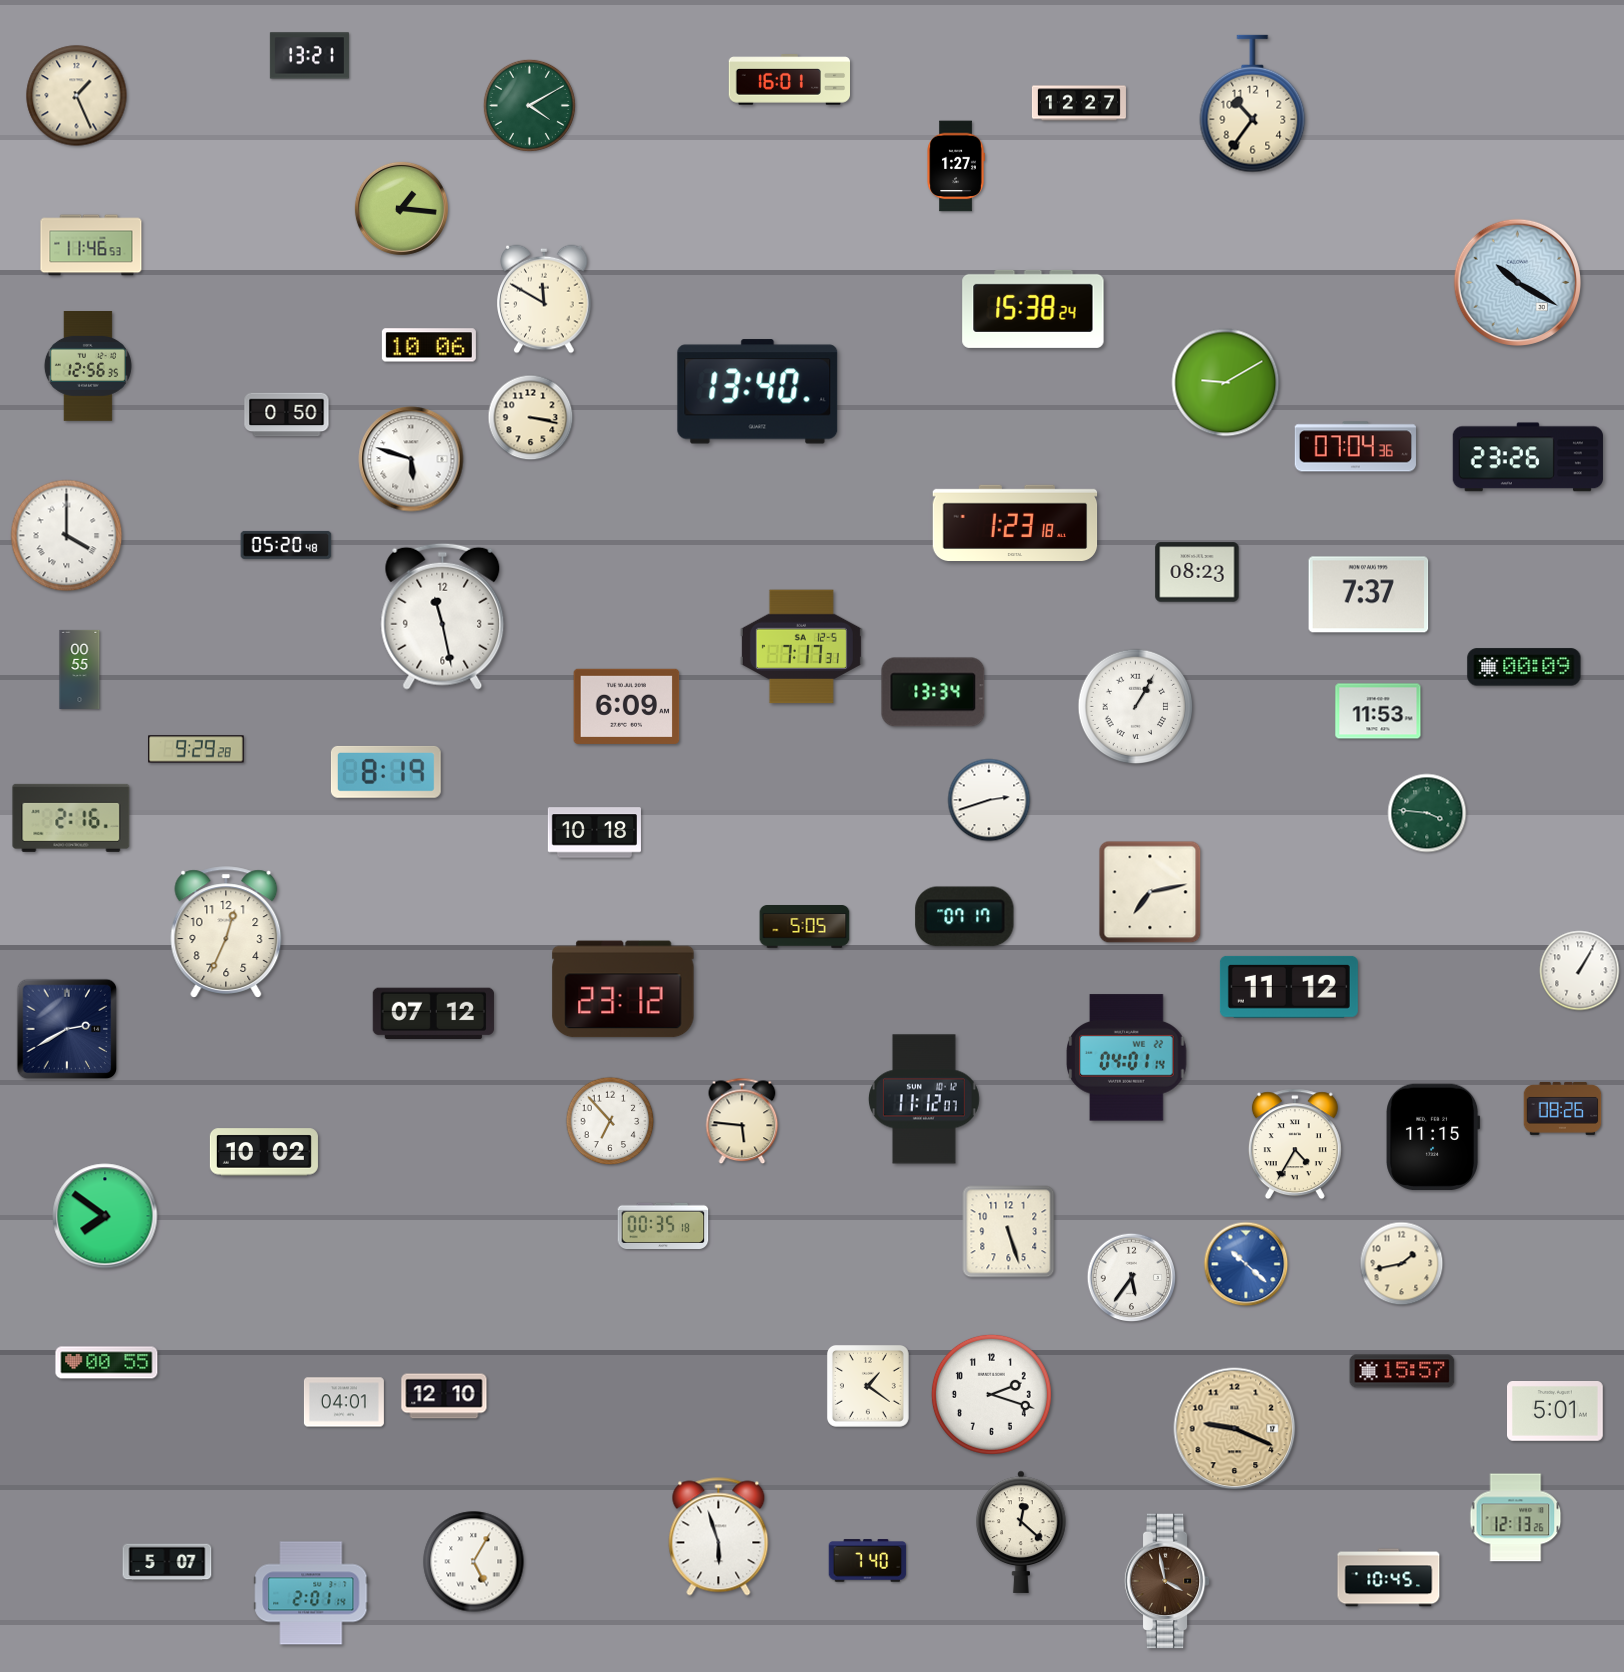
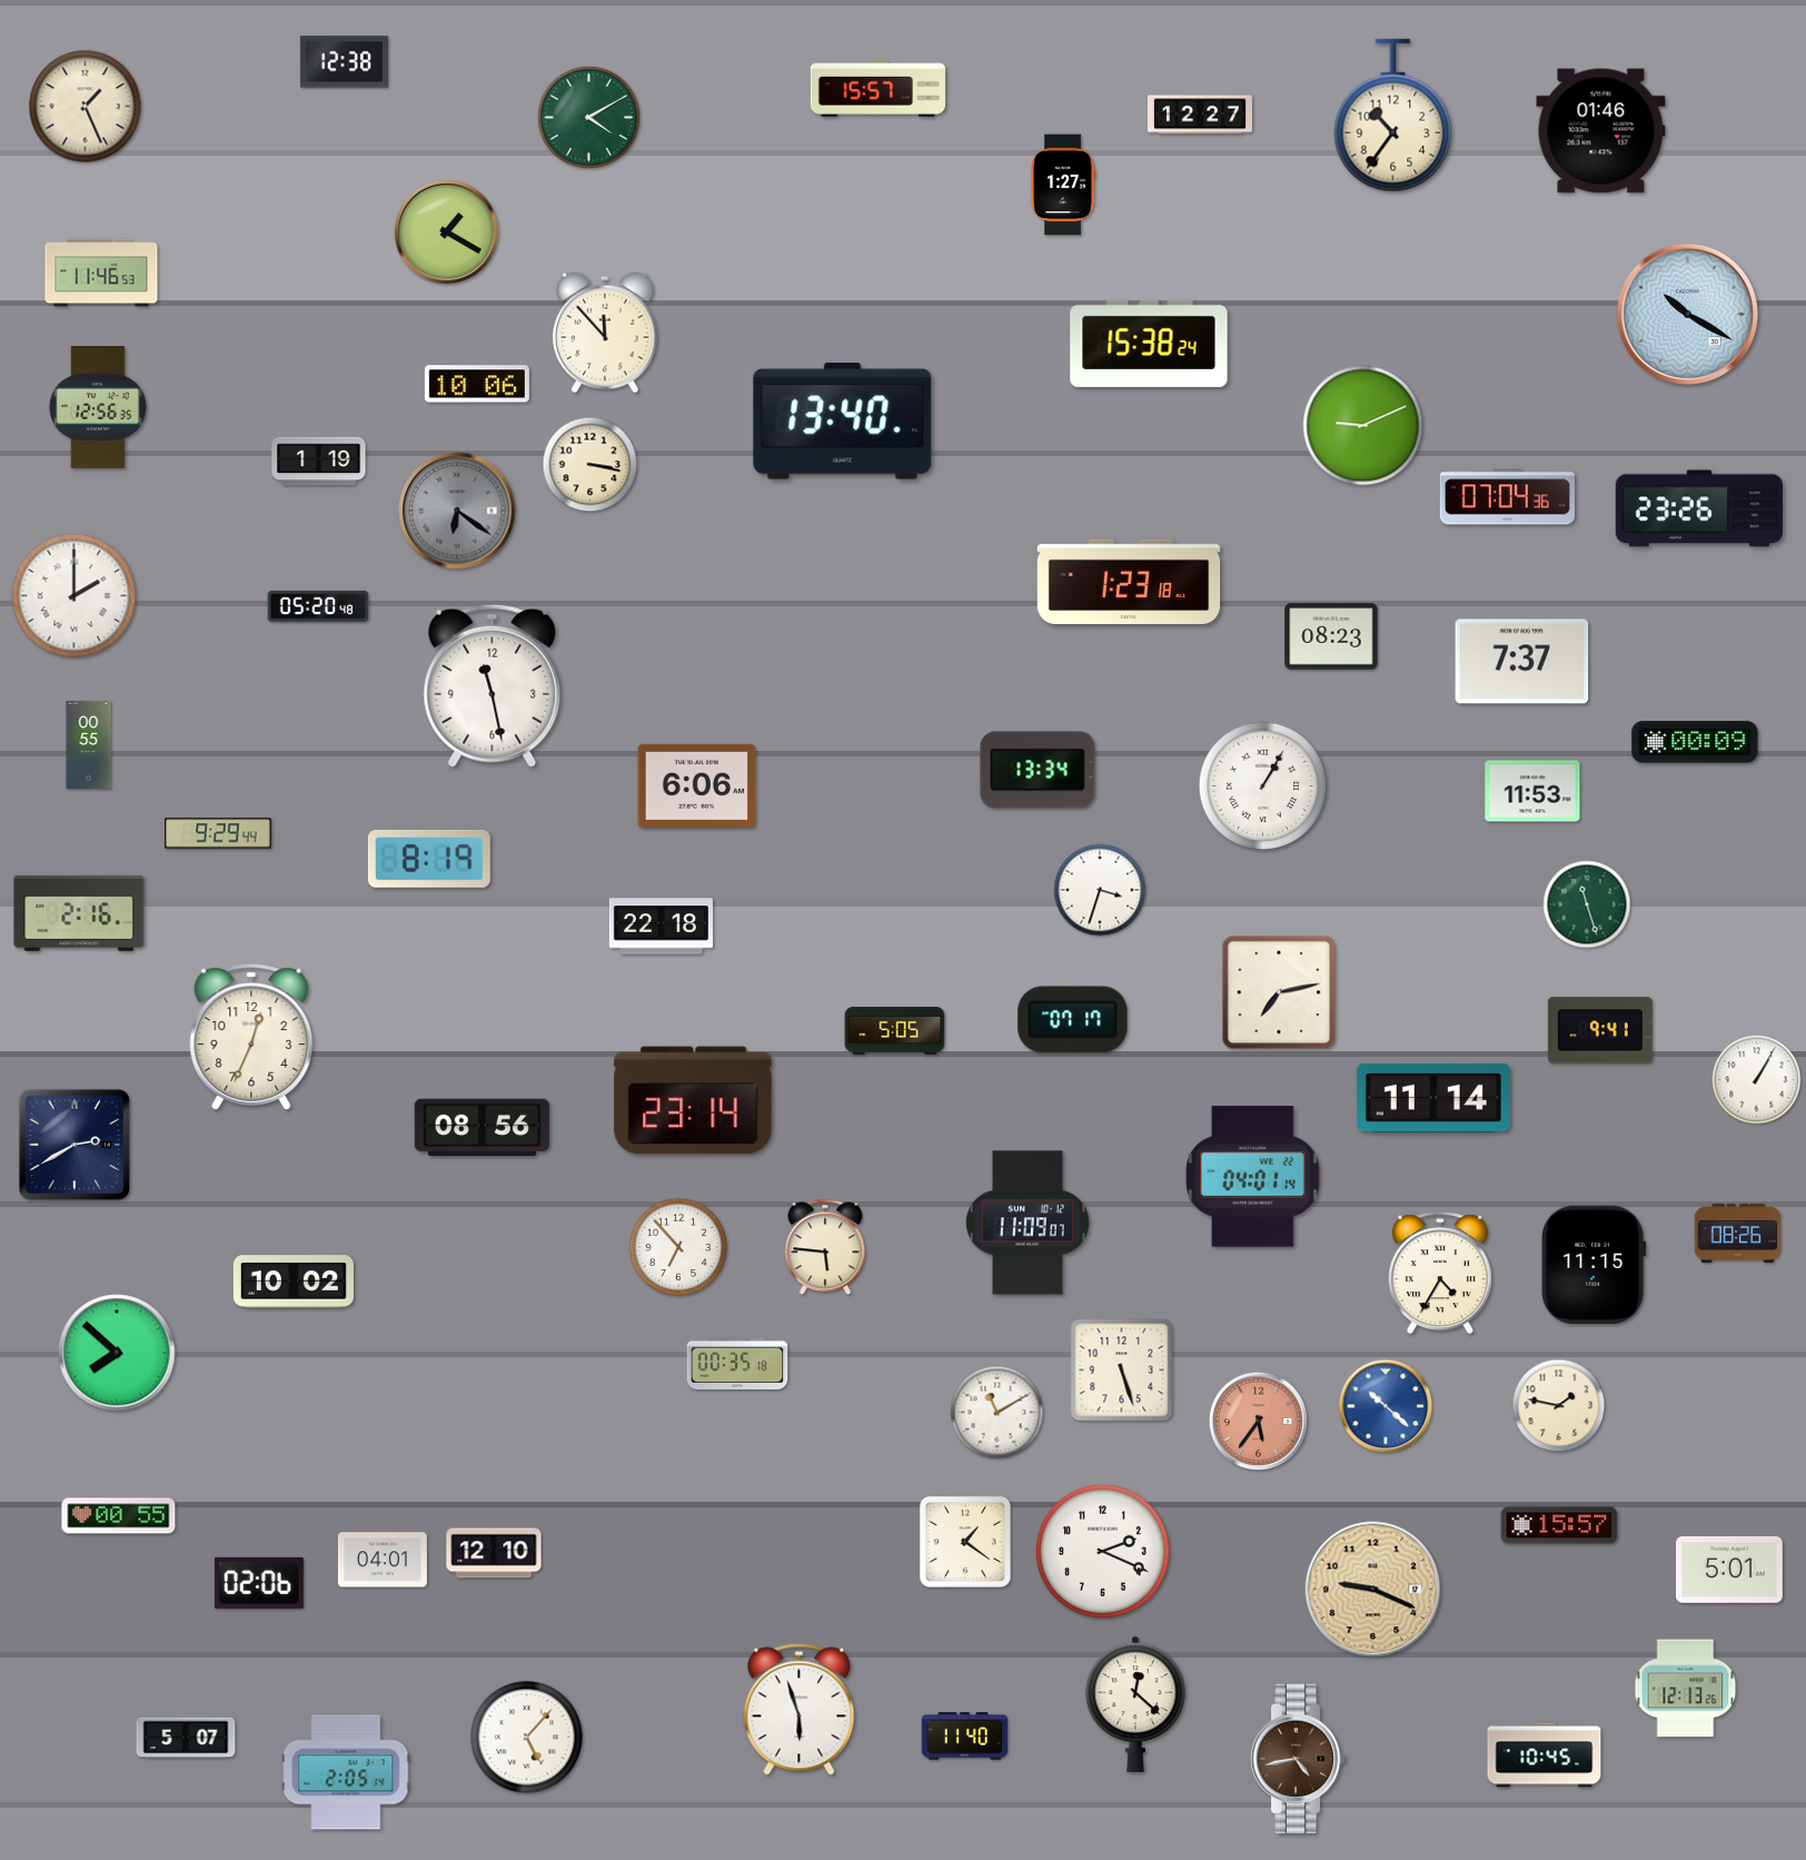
clock at (309, 56): 13:21 -> 12:38
clock at (790, 80): 16:01 -> 15:57
clock at (1601, 131): none -> 01:46
clock at (401, 208): 1:16 -> 1:20
clock at (544, 299): 11:50 -> 11:53
clock at (1226, 383): 9:10 -> 9:11
clock at (758, 392) position: (758, 392) -> (843, 422)
clock at (287, 415): 0:50 -> 1:19
clock at (411, 459): 5:48 -> 6:21
clock at (411, 459) dial: white -> grey
clock at (67, 536): 4:00 -> 2:00
clock at (801, 647): 7:17 -> none
clock at (627, 706): 6:09 -> 6:06
clock at (196, 749): 9:29:28 -> 9:29:44
clock at (989, 800): 2:42 -> 3:33
clock at (1427, 813): 3:46 -> 11:27
clock at (71, 818) position: (71, 818) -> (79, 913)
clock at (594, 833): 10:18 -> 22:18
clock at (1600, 1030): none -> 9:41
clock at (1289, 987): 11:12 -> 11:14
clock at (623, 989): 23:12 -> 23:14
clock at (433, 1014): 07:12 -> 08:56
clock at (924, 1099): 11:12 -> 11:09
clock at (105, 1216): 7:51 -> 7:52
clock at (1402, 1264): 1:43 -> 1:47
clock at (998, 1413): none -> 11:10
clock at (1132, 1278) dial: white -> salmon
clock at (991, 1394): 2:18 -> 2:19
clock at (259, 1583): none -> 02:06
clock at (868, 1561): 7:40 -> 11:40
clock at (474, 1562): 5:05 -> 5:07
clock at (1167, 1581): 3:58 -> 4:43
clock at (311, 1593): 2:01 -> 2:05
